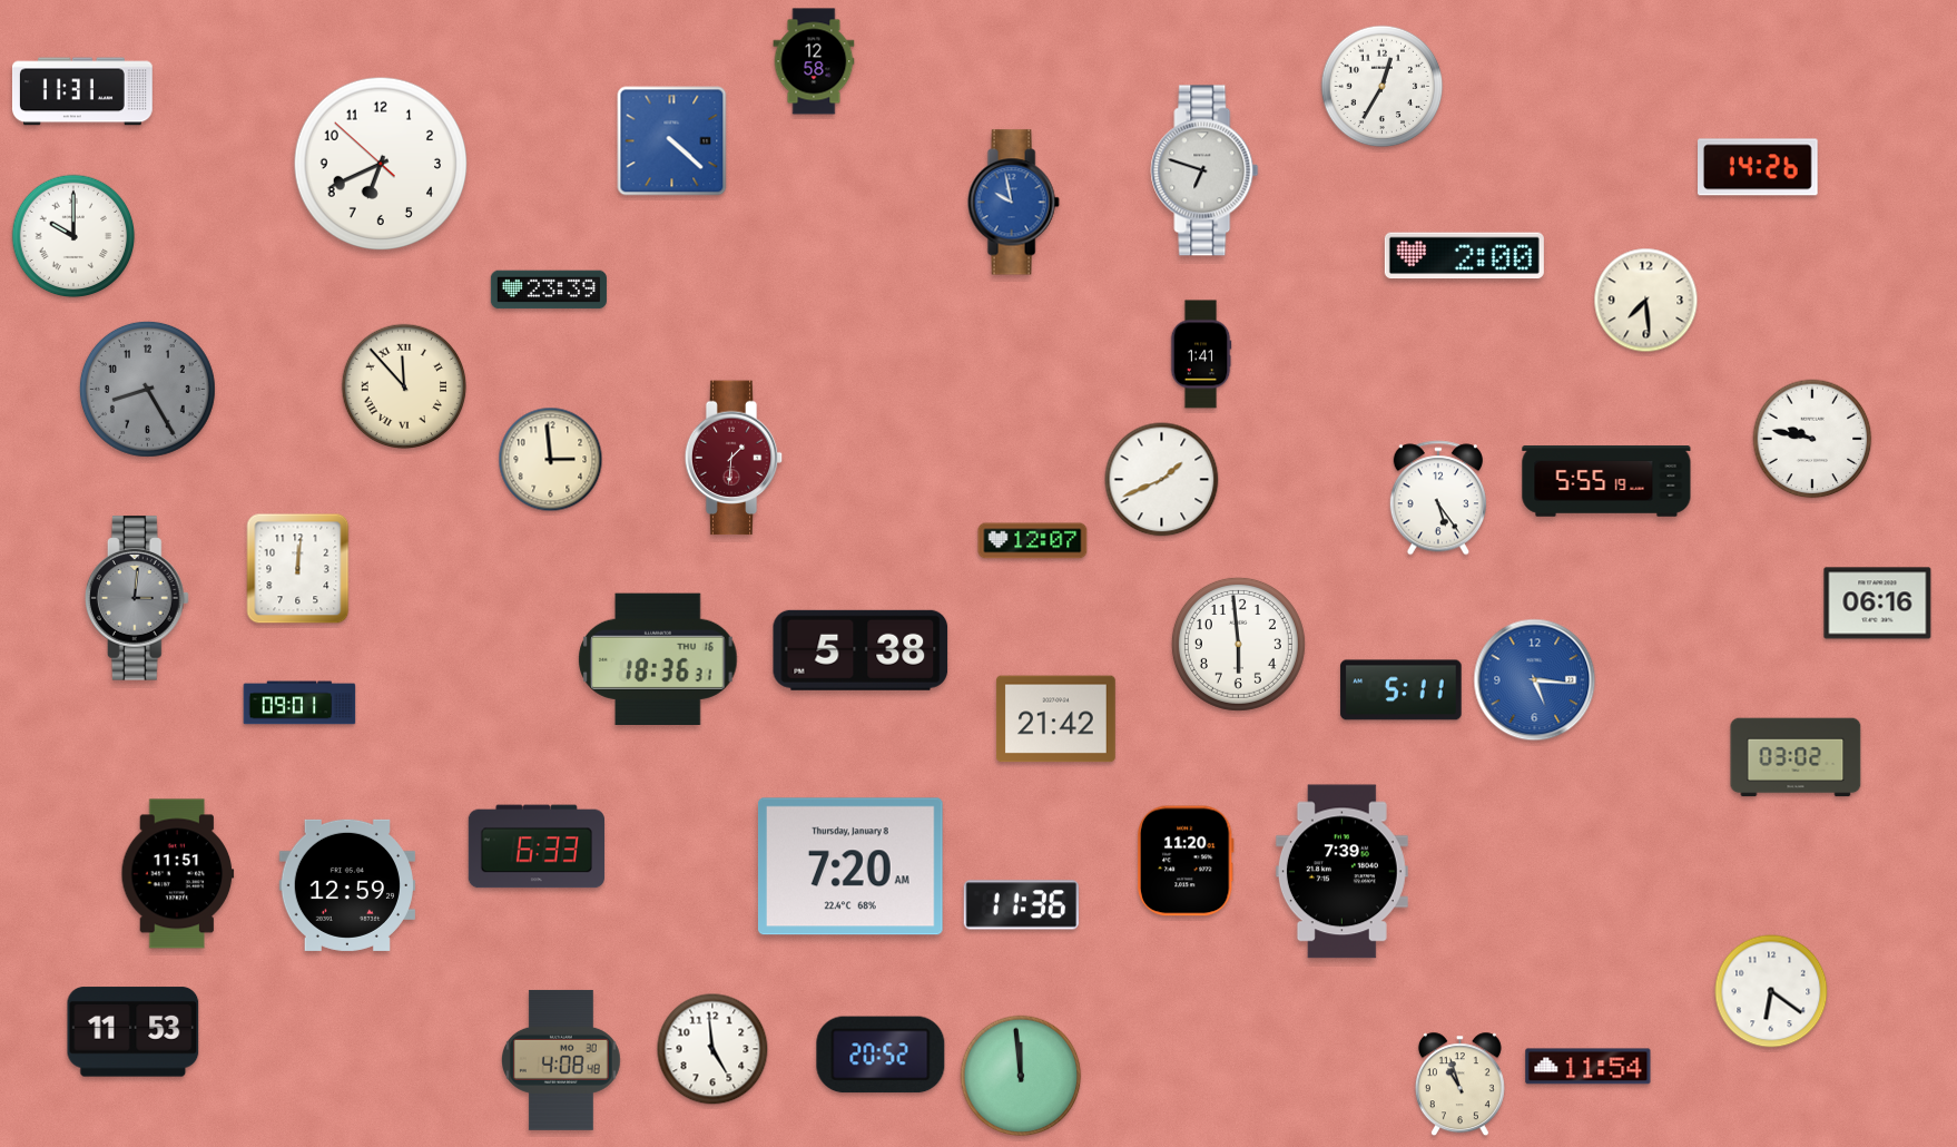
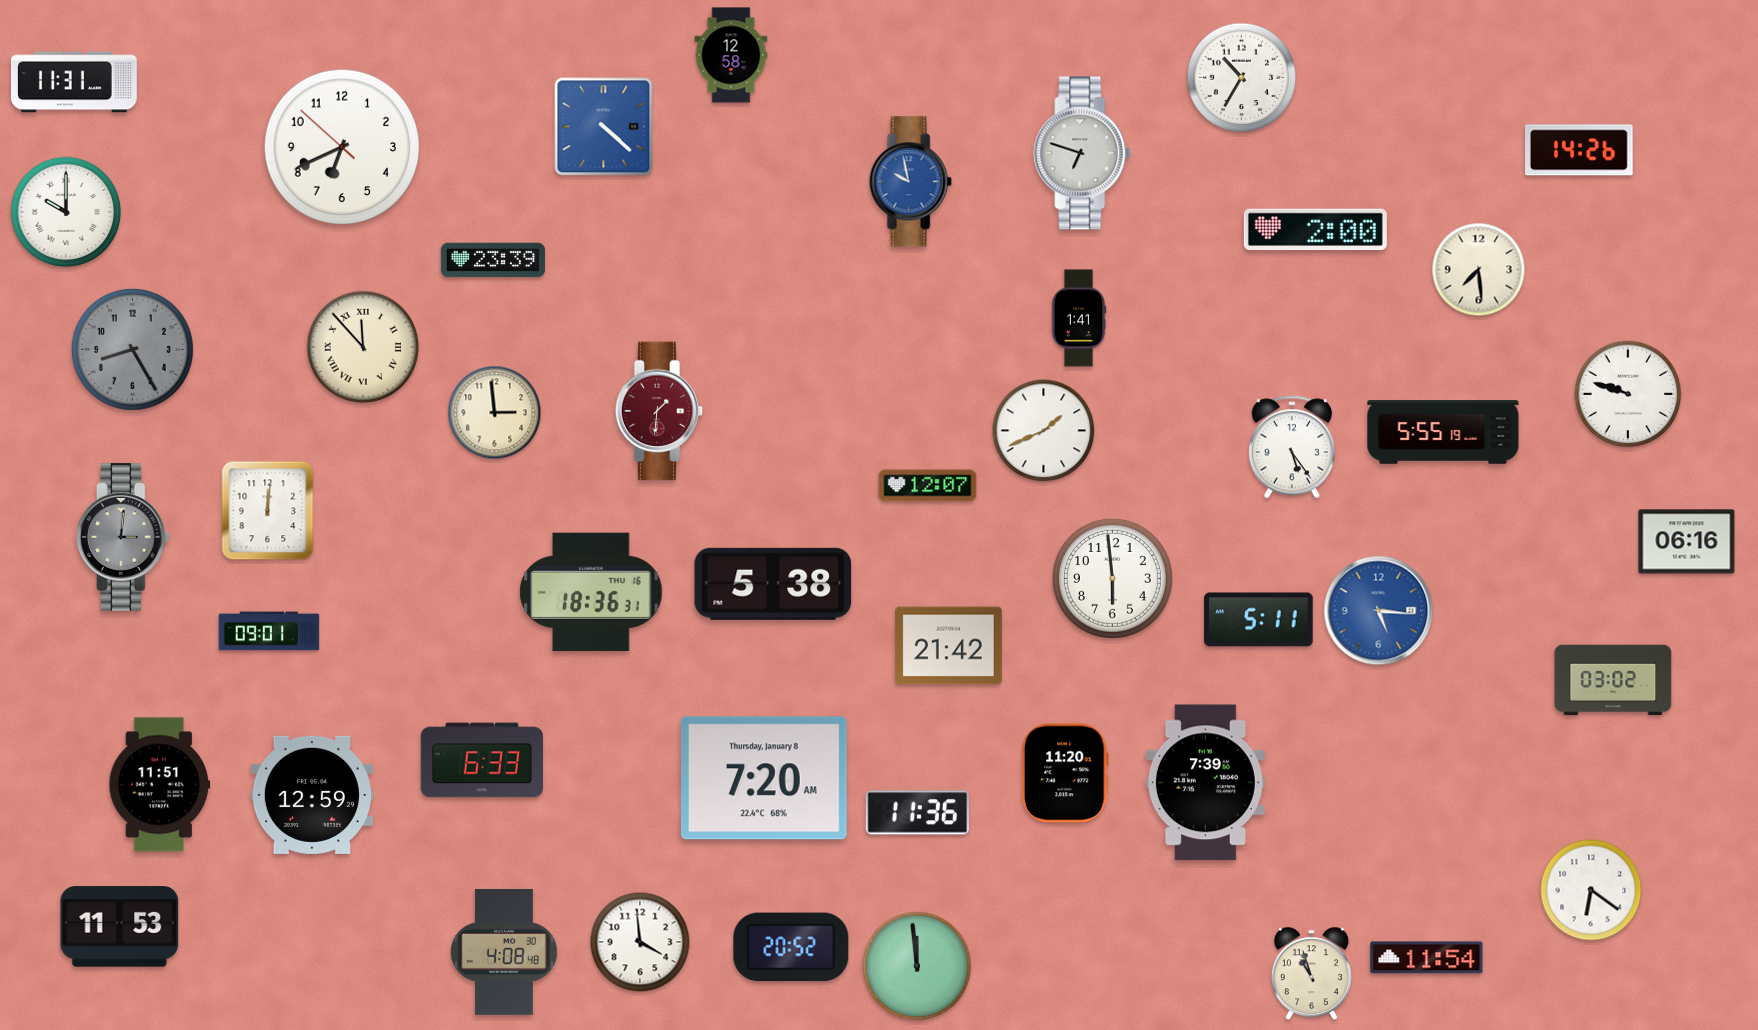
clock at (1383, 87): 12:35 -> 10:35
clock at (1812, 439): 9:47 -> 9:48
clock at (712, 1049): 4:59 -> 3:59
